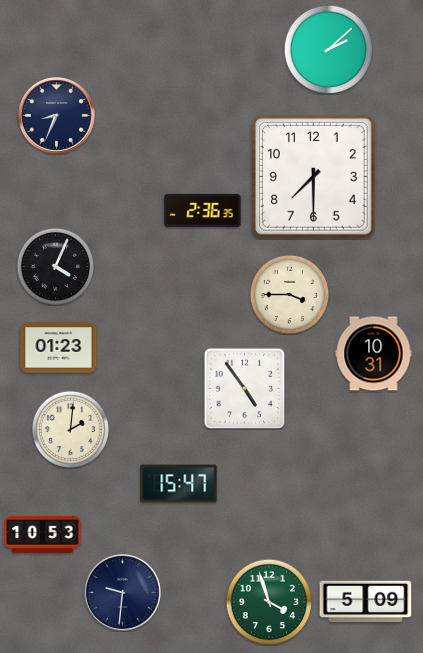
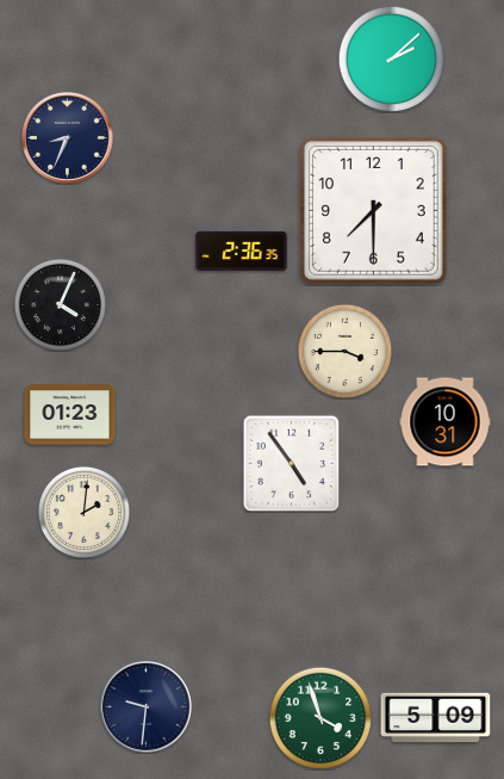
clock at (55, 266) position: (55, 266) -> (60, 304)
clock at (179, 484): 15:47 -> none
clock at (43, 535): 10:53 -> none
